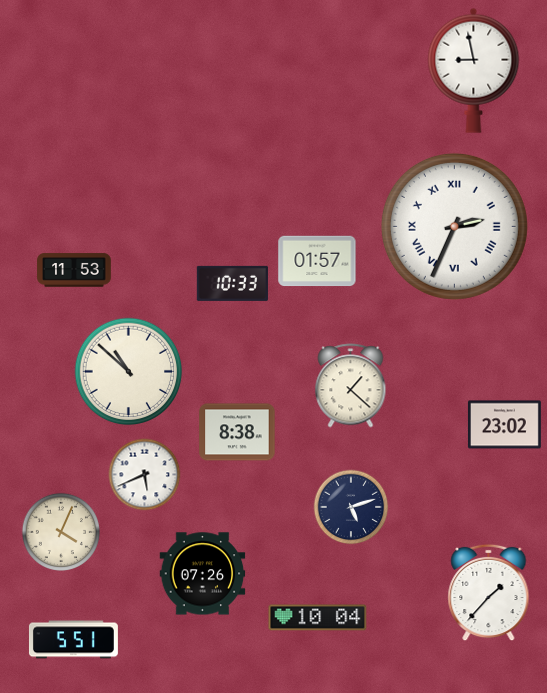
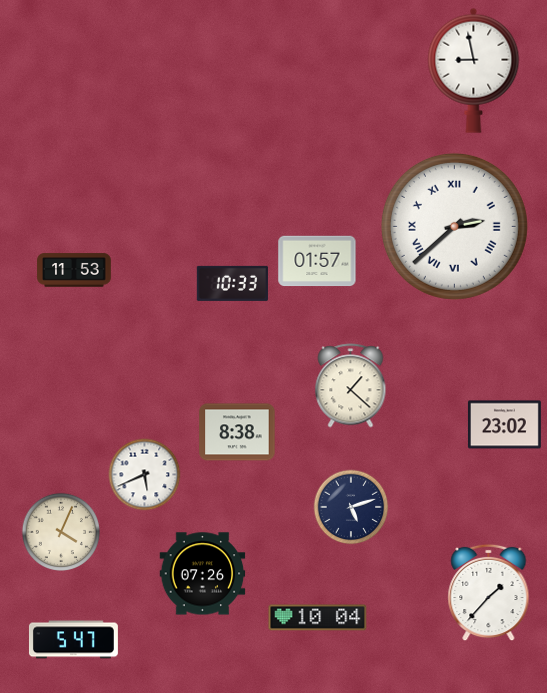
clock at (454, 226): 2:34 -> 2:38
clock at (129, 372): 10:52 -> none
clock at (73, 640): 5:51 -> 5:47
